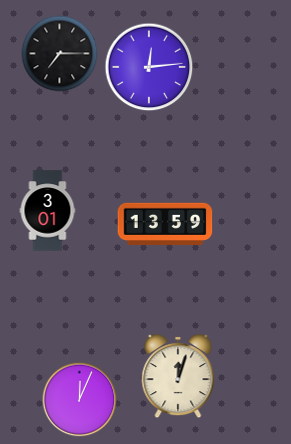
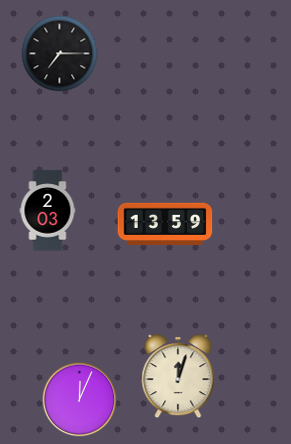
clock at (149, 67): 12:14 -> none
clock at (48, 211): 3:01 -> 2:03
